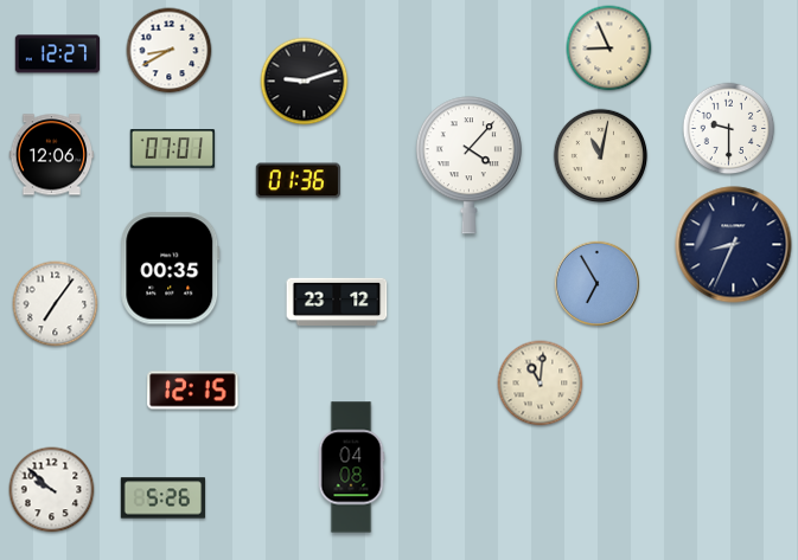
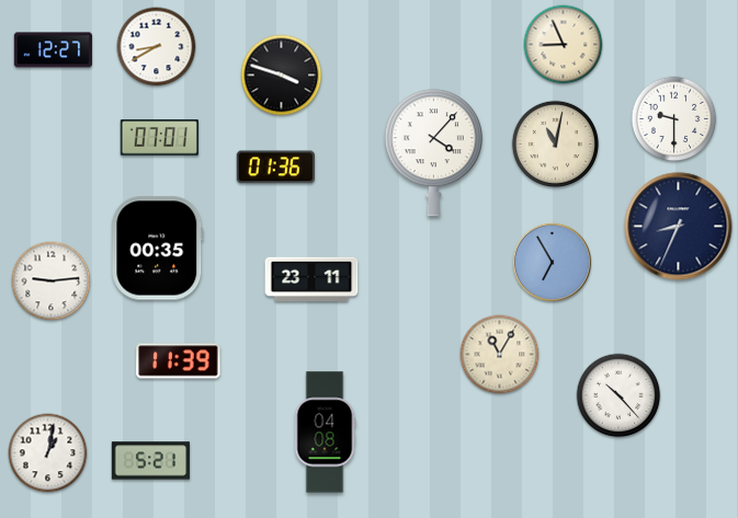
clock at (305, 82): 9:12 -> 3:48
clock at (52, 155): 12:06 -> none
clock at (337, 302): 23:12 -> 23:11
clock at (56, 304): 7:06 -> 9:14
clock at (541, 384): 11:01 -> 11:05
clock at (193, 391): 12:15 -> 11:39
clock at (618, 395): none -> 10:23
clock at (52, 490): 9:52 -> 1:02
clock at (164, 498): 5:26 -> 5:21
